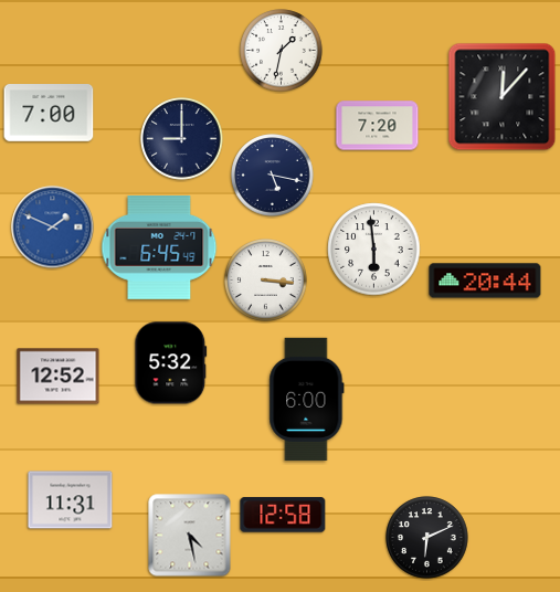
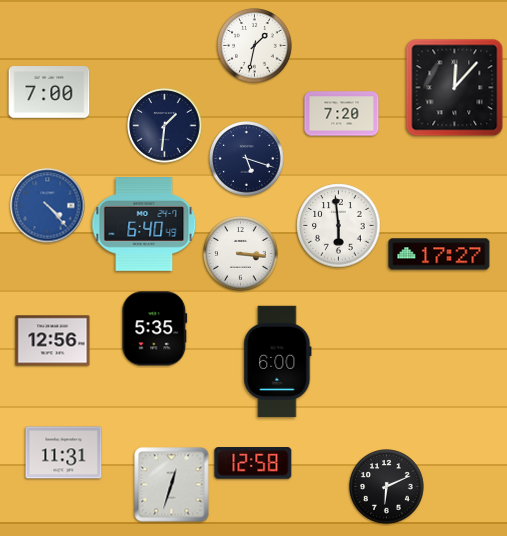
clock at (49, 114) position: (49, 114) -> (49, 93)
clock at (182, 139): 9:00 -> 1:31
clock at (273, 176): 5:17 -> 5:18
clock at (53, 228): 1:49 -> 4:23
clock at (159, 249): 6:45 -> 6:40
clock at (485, 281): 20:44 -> 17:27
clock at (171, 363): 5:32 -> 5:35
clock at (59, 377): 12:52 -> 12:56
clock at (283, 515) position: (283, 515) -> (253, 463)
clock at (190, 536): 4:28 -> 12:33
